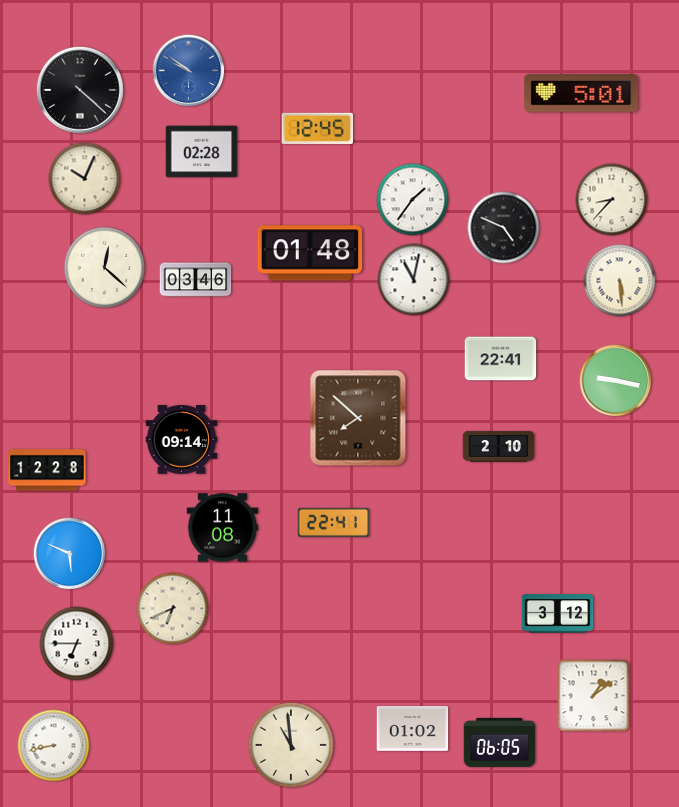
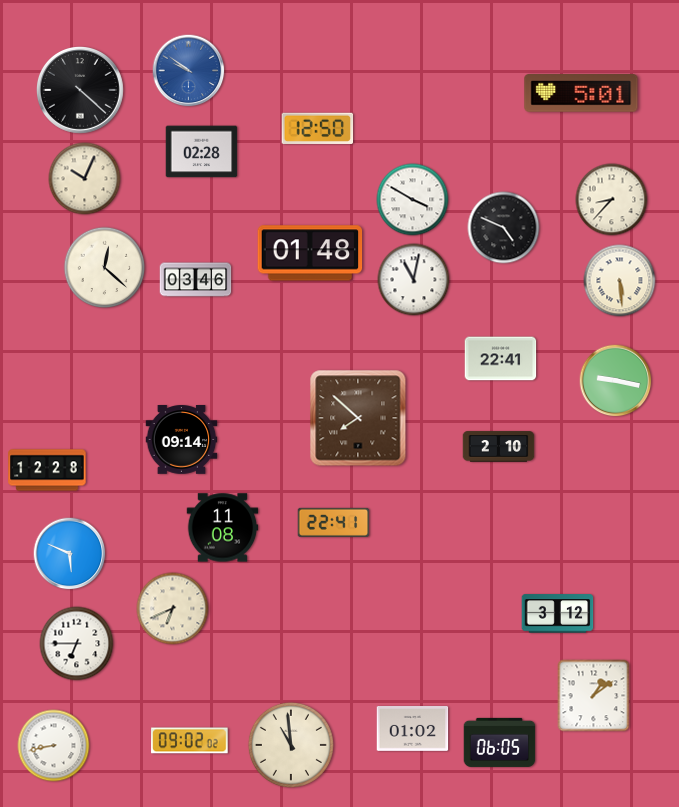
clock at (318, 128): 12:45 -> 12:50
clock at (413, 200): 1:36 -> 3:50
clock at (190, 741): none -> 09:02
